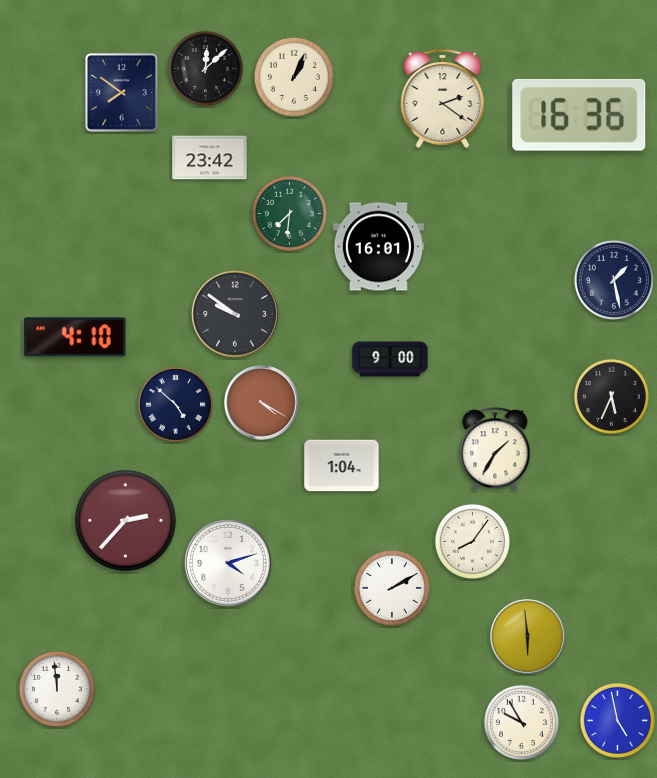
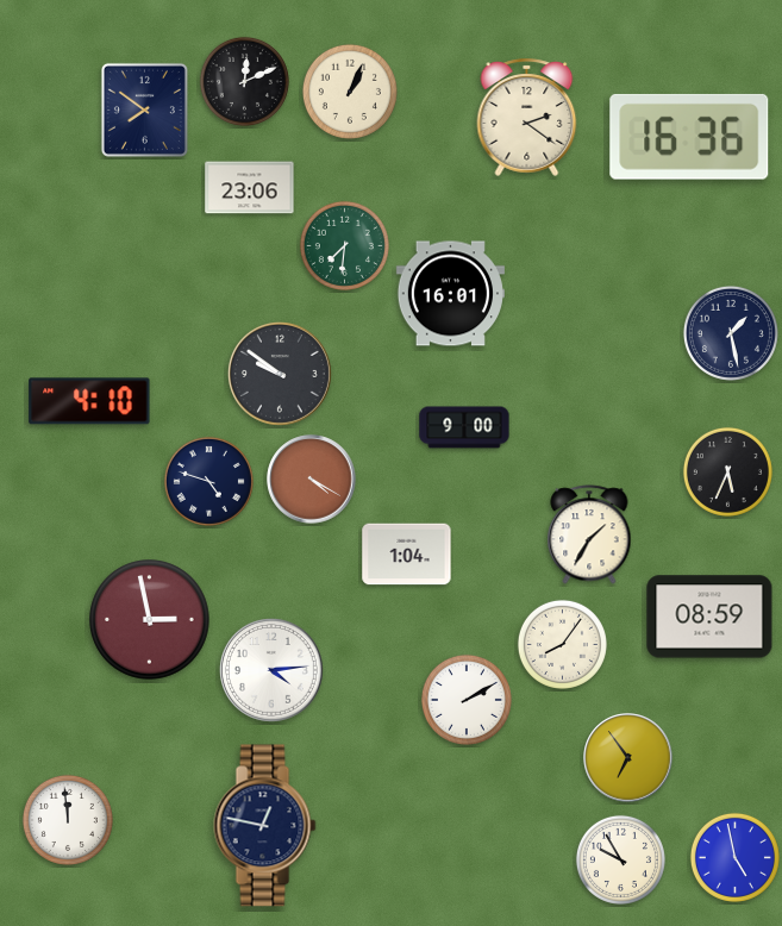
clock at (205, 68): 12:08 -> 12:11
clock at (210, 158): 23:42 -> 23:06
clock at (289, 213) position: (289, 213) -> (344, 245)
clock at (175, 404): 4:52 -> 4:48
clock at (709, 617): none -> 08:59
clock at (126, 521): 2:37 -> 2:58
clock at (228, 563): 4:12 -> 4:14
clock at (528, 637): 5:59 -> 6:54
clock at (265, 826): none -> 12:47
